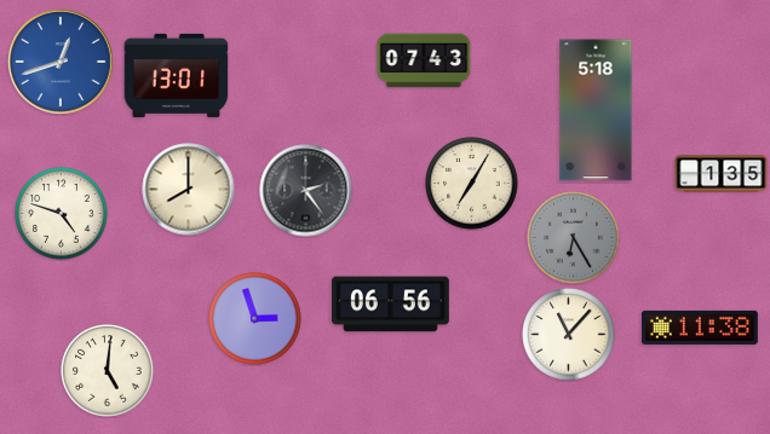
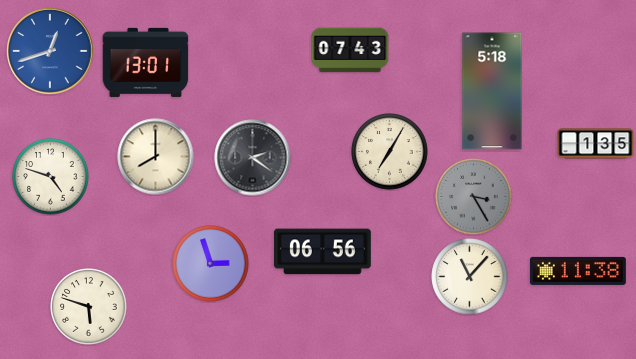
clock at (306, 191): 2:24 -> 2:21
clock at (574, 238): 6:25 -> 3:25
clock at (108, 371): 5:01 -> 5:48
